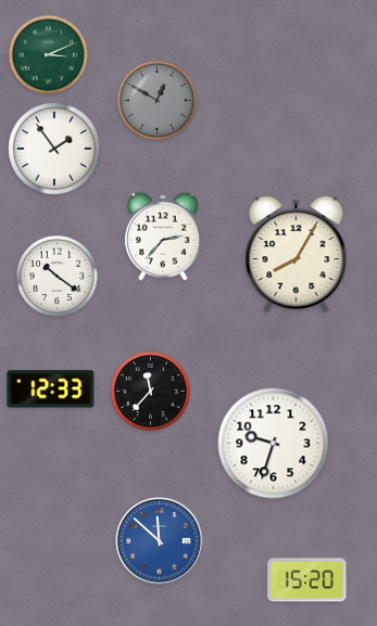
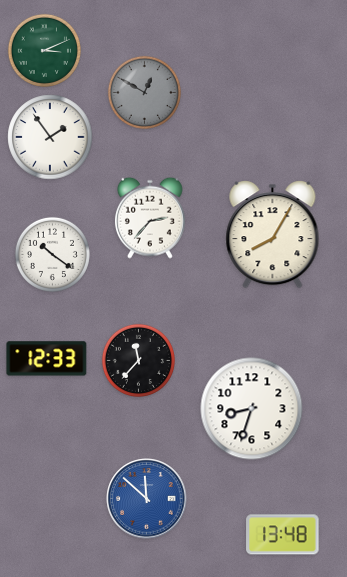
clock at (274, 444): 9:33 -> 8:33
clock at (307, 580): 15:20 -> 13:48
